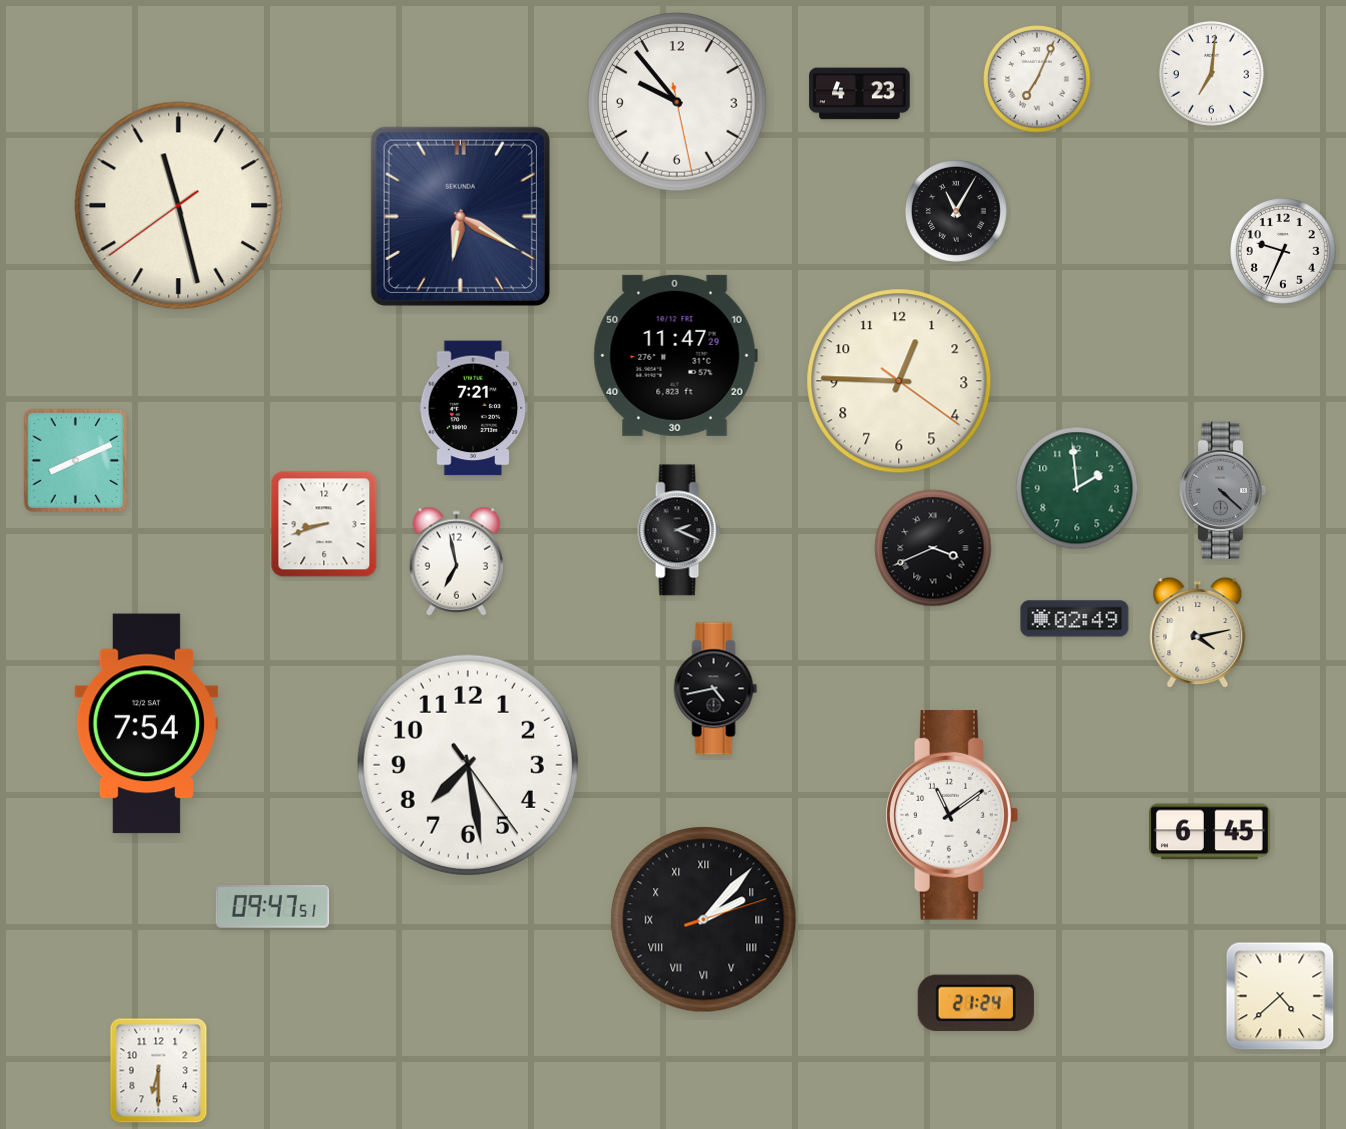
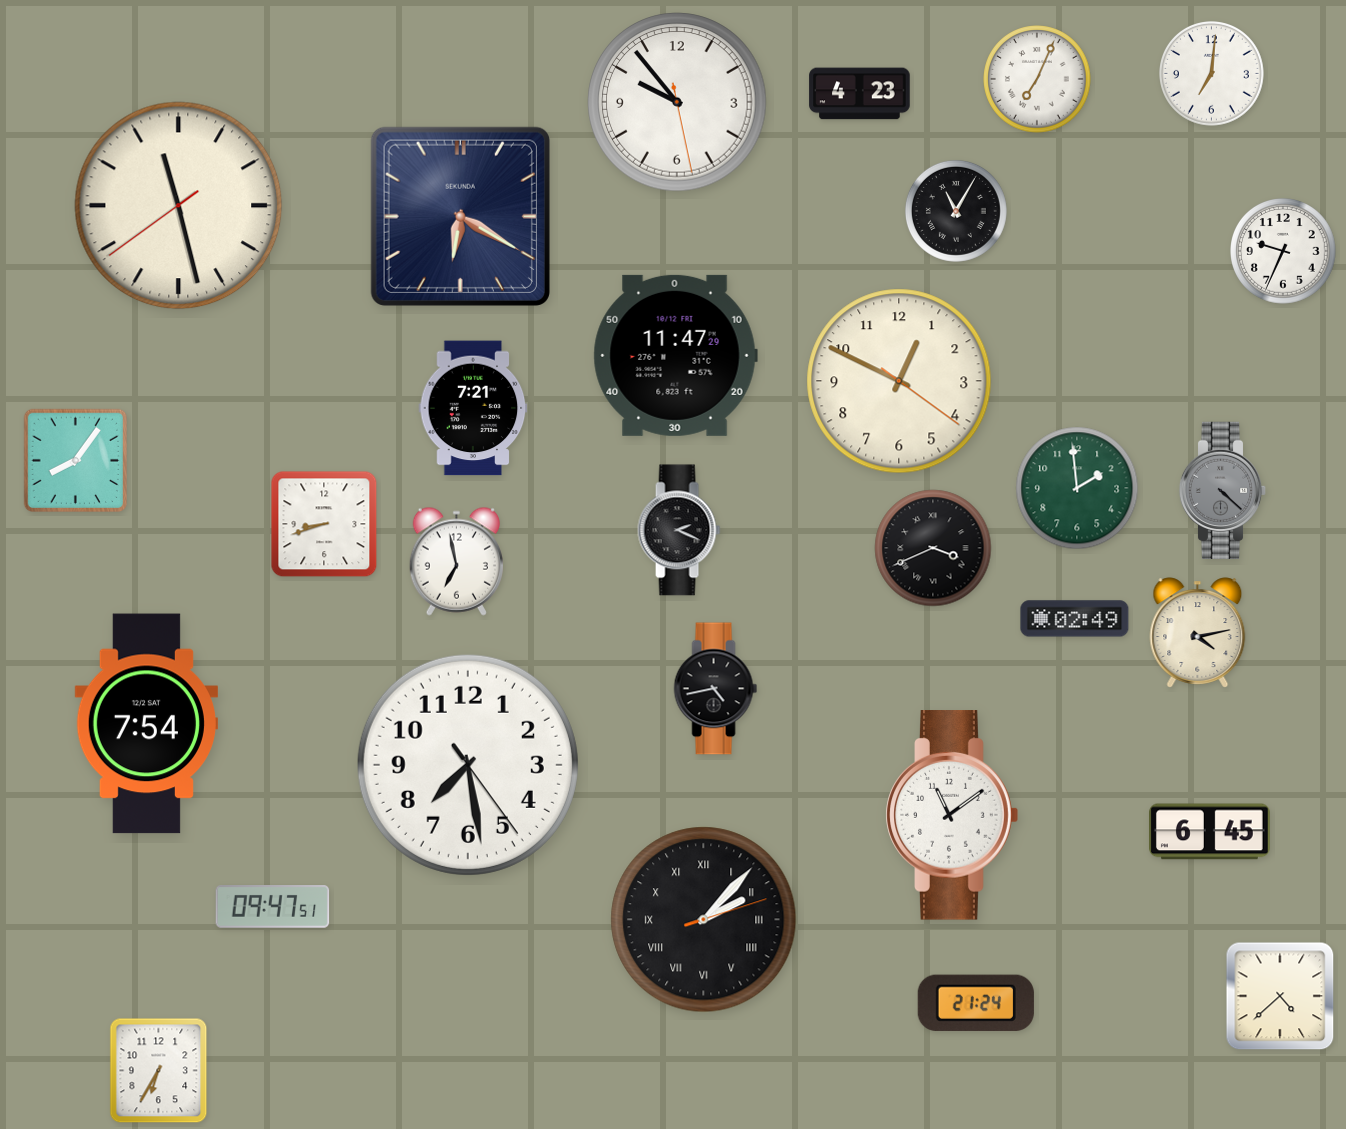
clock at (899, 381): 12:45 -> 12:49
clock at (75, 460): 8:11 -> 8:06
clock at (159, 1071): 6:30 -> 6:35
